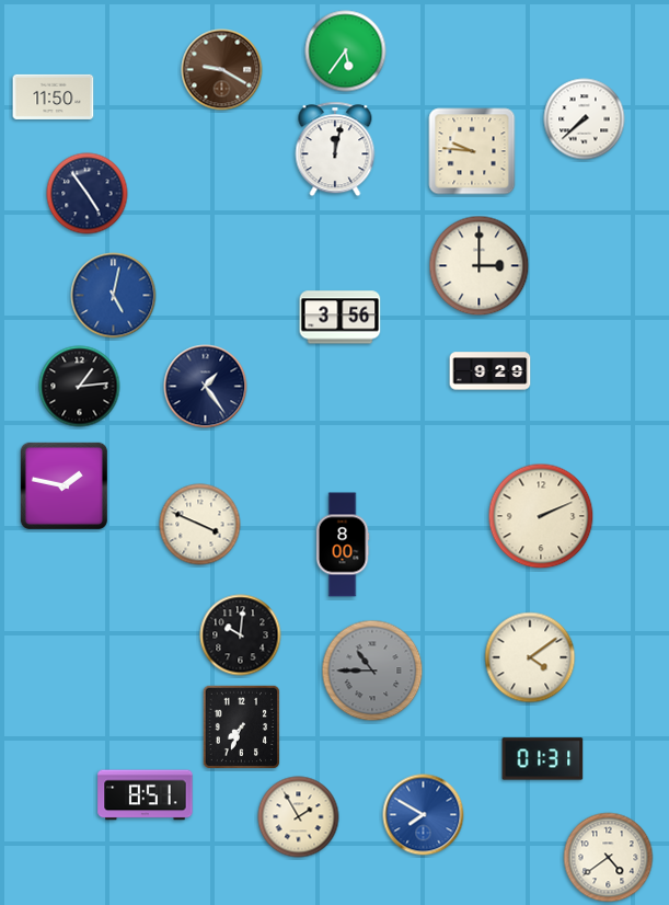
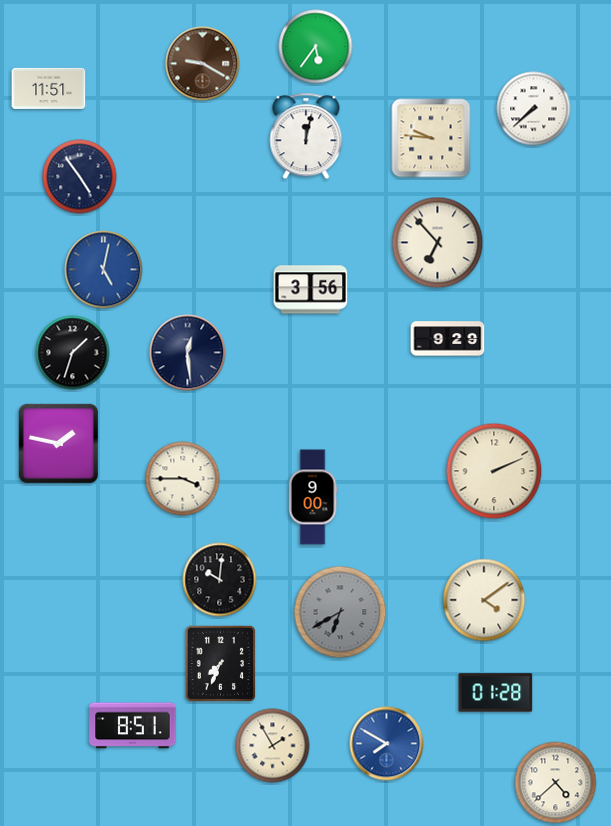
clock at (54, 96): 11:50 -> 11:51
clock at (480, 266): 3:00 -> 6:53
clock at (80, 387): 1:14 -> 1:33
clock at (206, 387): 1:24 -> 12:29
clock at (200, 525): 3:49 -> 3:45
clock at (343, 545): 8:00 -> 9:00
clock at (372, 671): 10:45 -> 6:40
clock at (543, 759): 01:31 -> 01:28
clock at (609, 858): 4:39 -> 4:38
